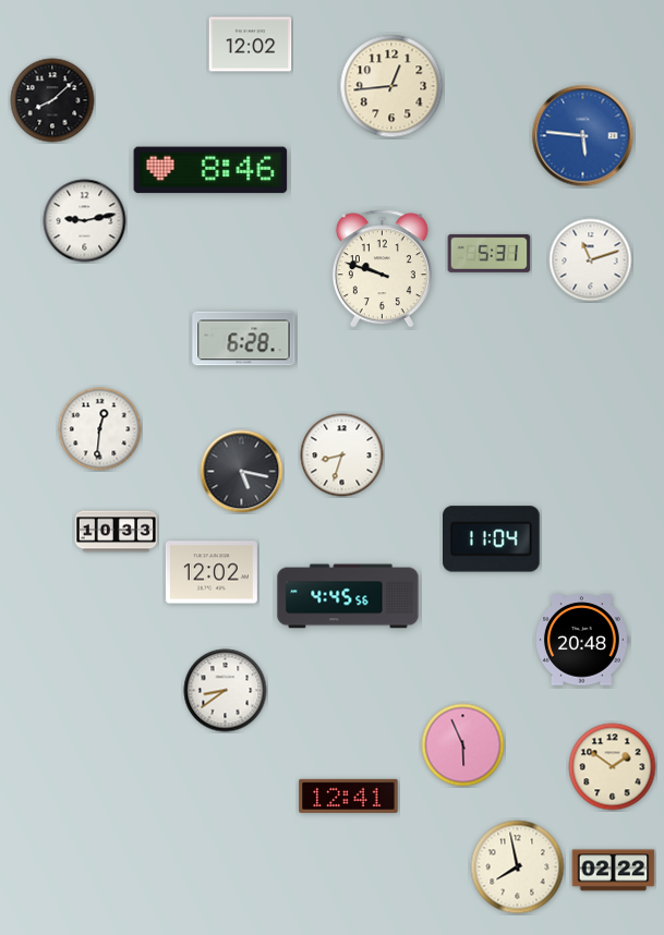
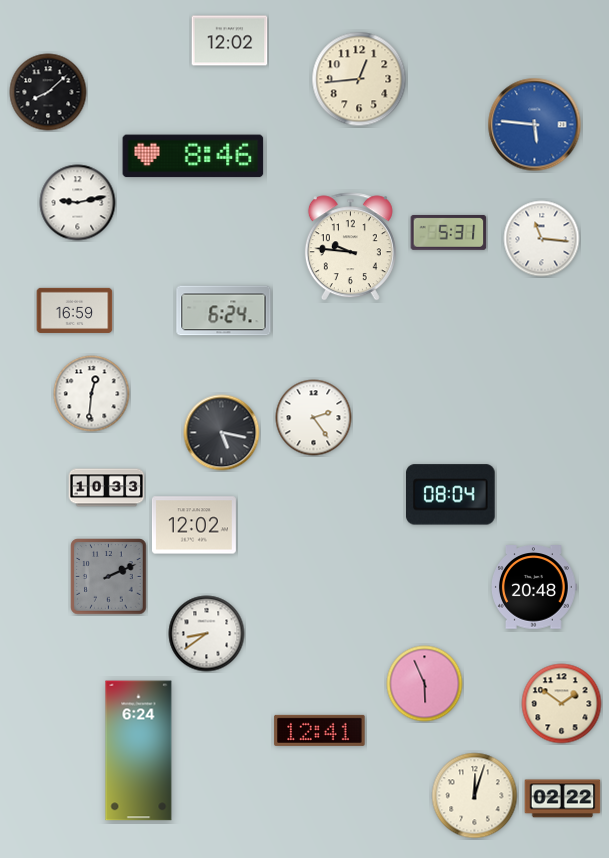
clock at (591, 260): 11:12 -> 11:16
clock at (382, 269): 9:48 -> 9:46
clock at (75, 310): none -> 16:59
clock at (244, 339): 6:28 -> 6:24
clock at (342, 456): 8:33 -> 2:24
clock at (492, 539): 11:04 -> 08:04
clock at (348, 596): 4:45 -> none
clock at (109, 577): none -> 2:11
clock at (139, 751): none -> 6:24
clock at (518, 867): 7:58 -> 12:03
